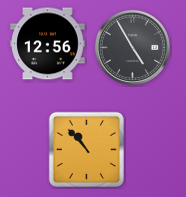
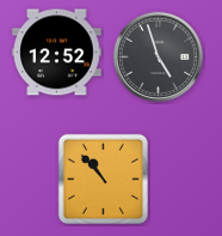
clock at (48, 44): 12:56 -> 12:52
clock at (132, 47): 4:55 -> 4:57
